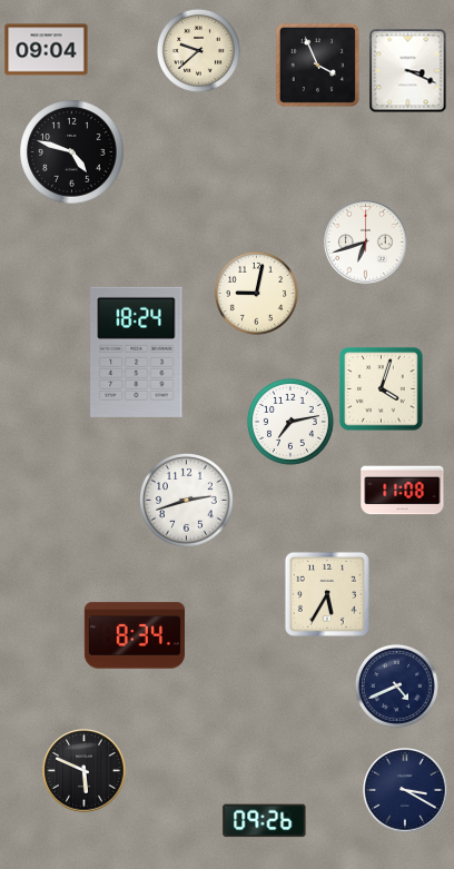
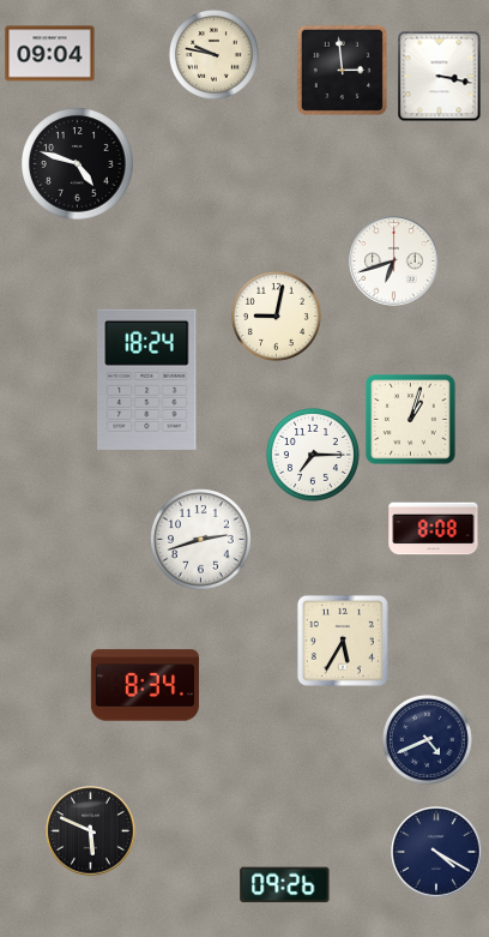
clock at (198, 50): 9:38 -> 9:47
clock at (317, 65): 3:56 -> 2:59
clock at (408, 71): 3:19 -> 3:17
clock at (382, 389): 4:03 -> 1:03
clock at (290, 422): 7:13 -> 7:15
clock at (403, 491): 11:08 -> 8:08
clock at (327, 594) position: (327, 594) -> (343, 641)
clock at (405, 790): 3:20 -> 4:20
